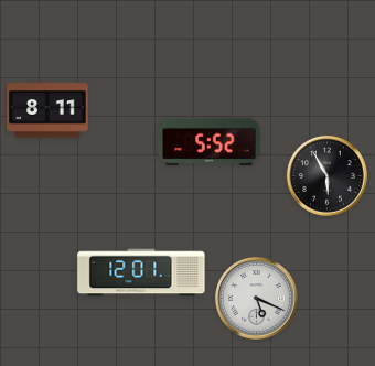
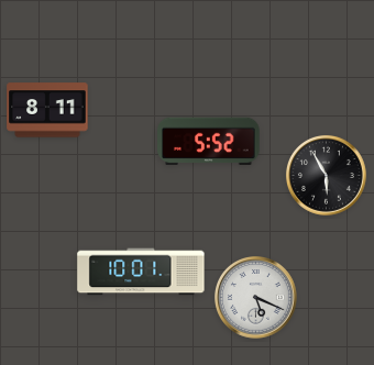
clock at (141, 272): 12:01 -> 10:01
